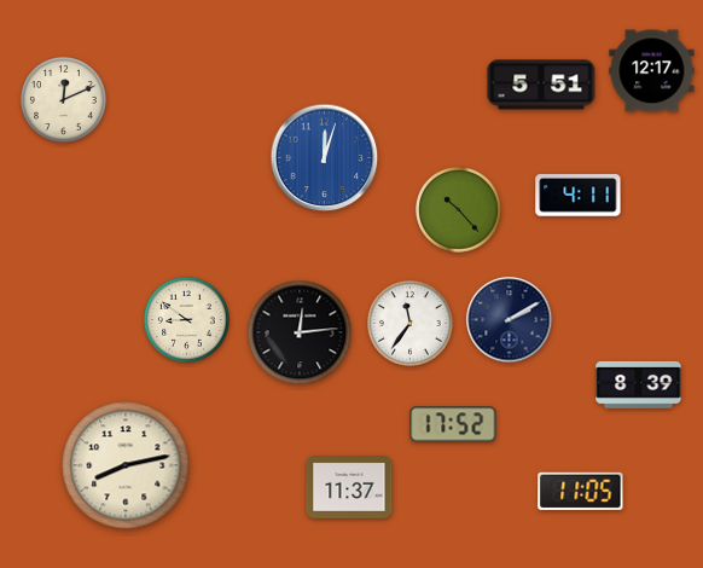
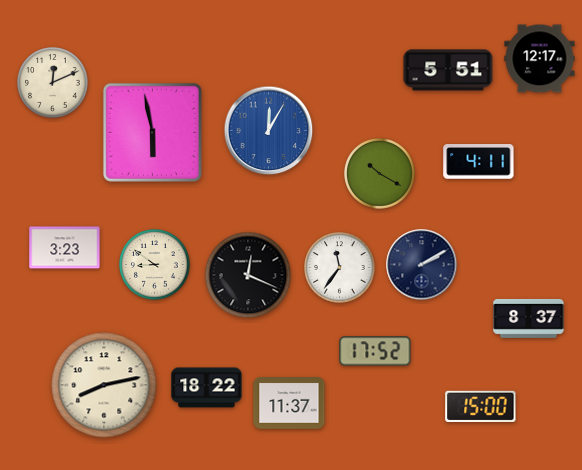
clock at (325, 158): 12:03 -> 12:05
clock at (152, 132): none -> 5:58
clock at (459, 210): 10:23 -> 10:20
clock at (65, 248): none -> 3:23
clock at (300, 332): 12:14 -> 12:19
clock at (639, 384): 8:39 -> 8:37
clock at (207, 388): none -> 18:22
clock at (581, 491): 11:05 -> 15:00
